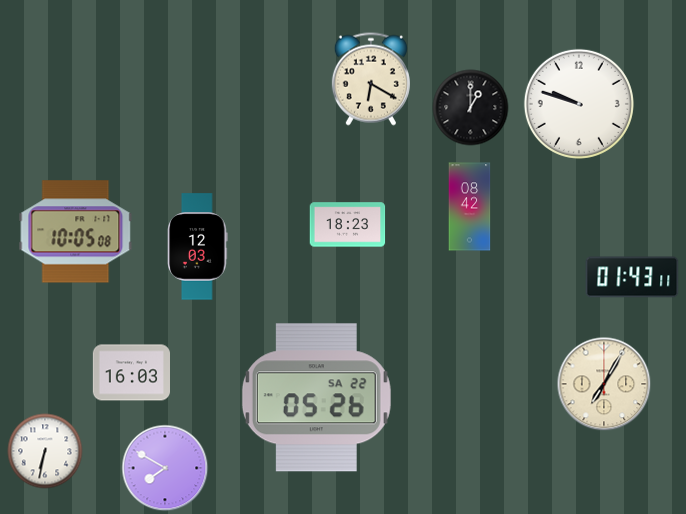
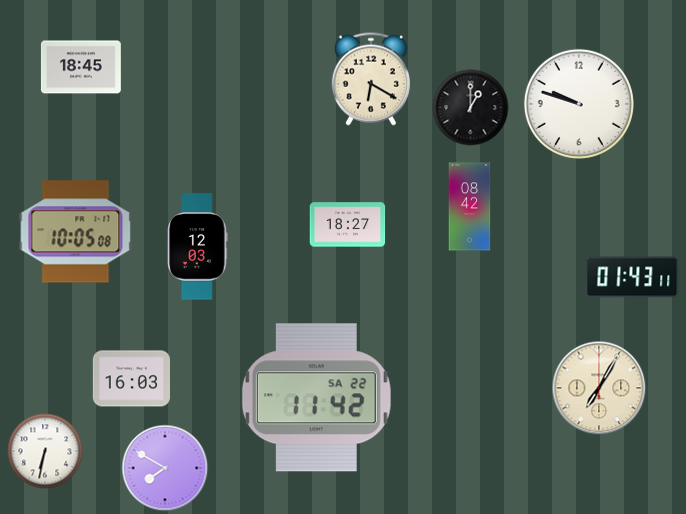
clock at (81, 67): none -> 18:45
clock at (348, 225): 18:23 -> 18:27
clock at (131, 373) position: (131, 373) -> (131, 379)
clock at (604, 384) position: (604, 384) -> (599, 388)
clock at (316, 398): 05:26 -> 11:42
